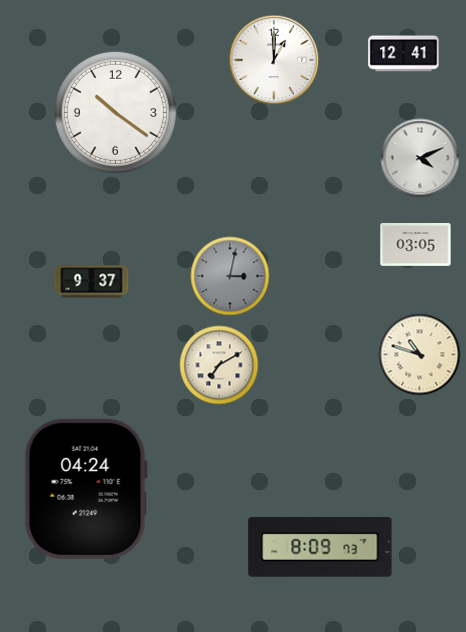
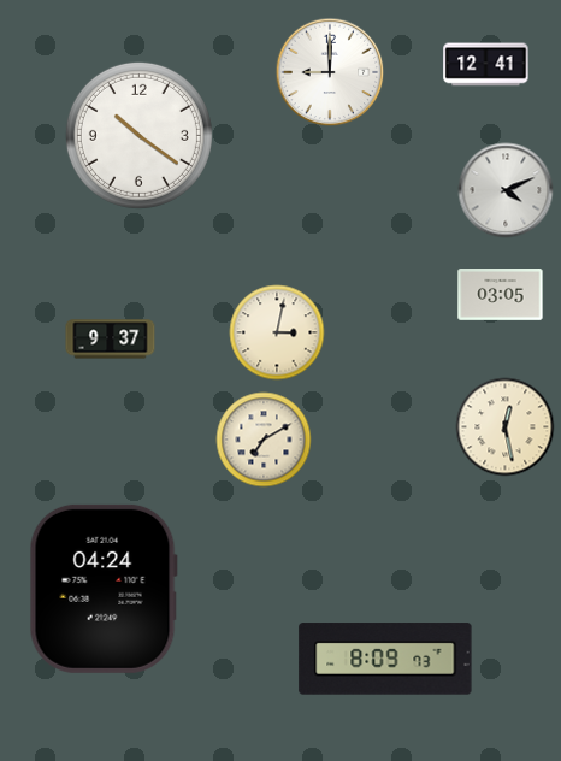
clock at (274, 60): 1:00 -> 9:00
clock at (230, 276) dial: grey -> cream
clock at (420, 355): 10:48 -> 12:28
